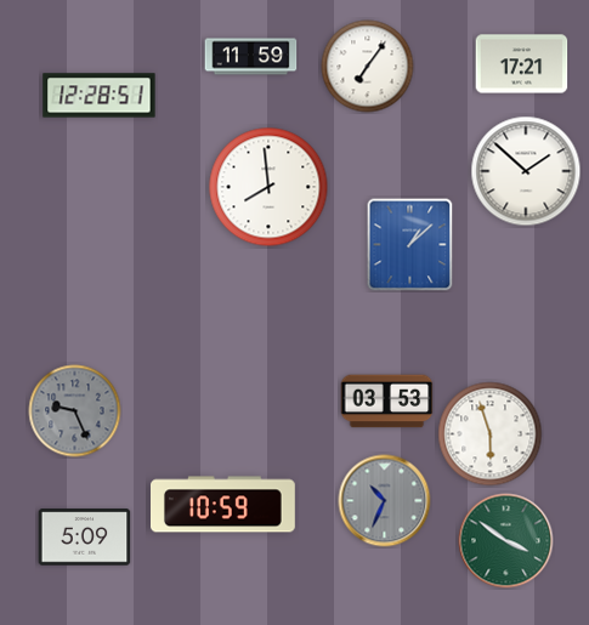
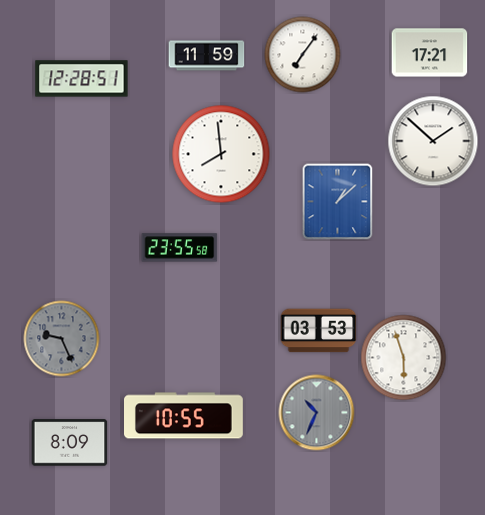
clock at (251, 57) position: (251, 57) -> (207, 56)
clock at (180, 248): none -> 23:55
clock at (223, 505): 10:59 -> 10:55
clock at (85, 538): 5:09 -> 8:09
clock at (506, 541): 3:51 -> none
